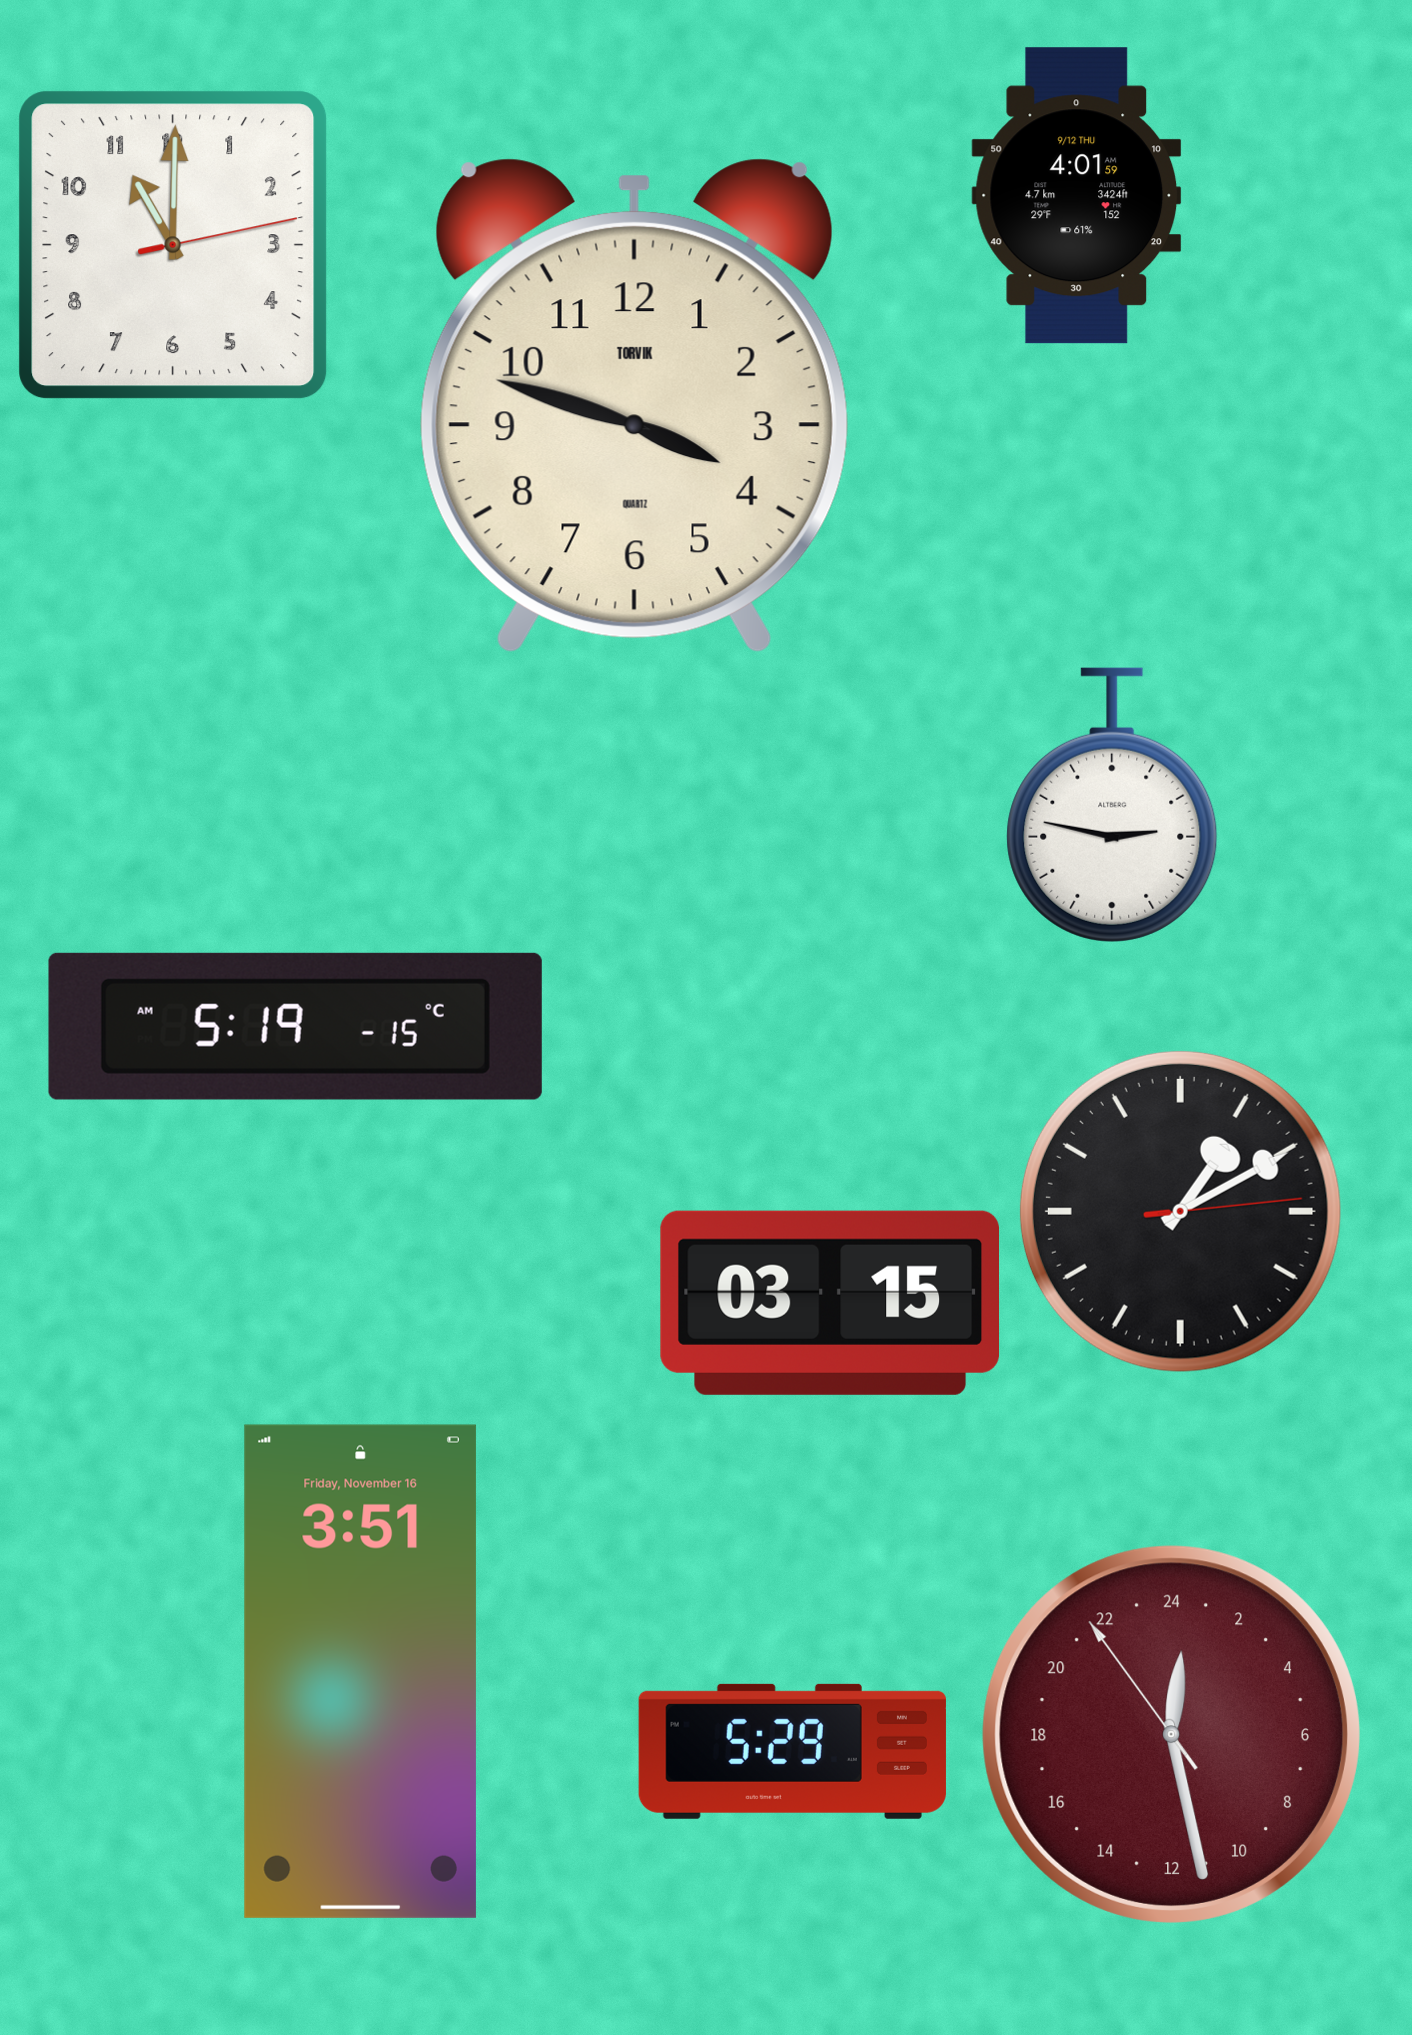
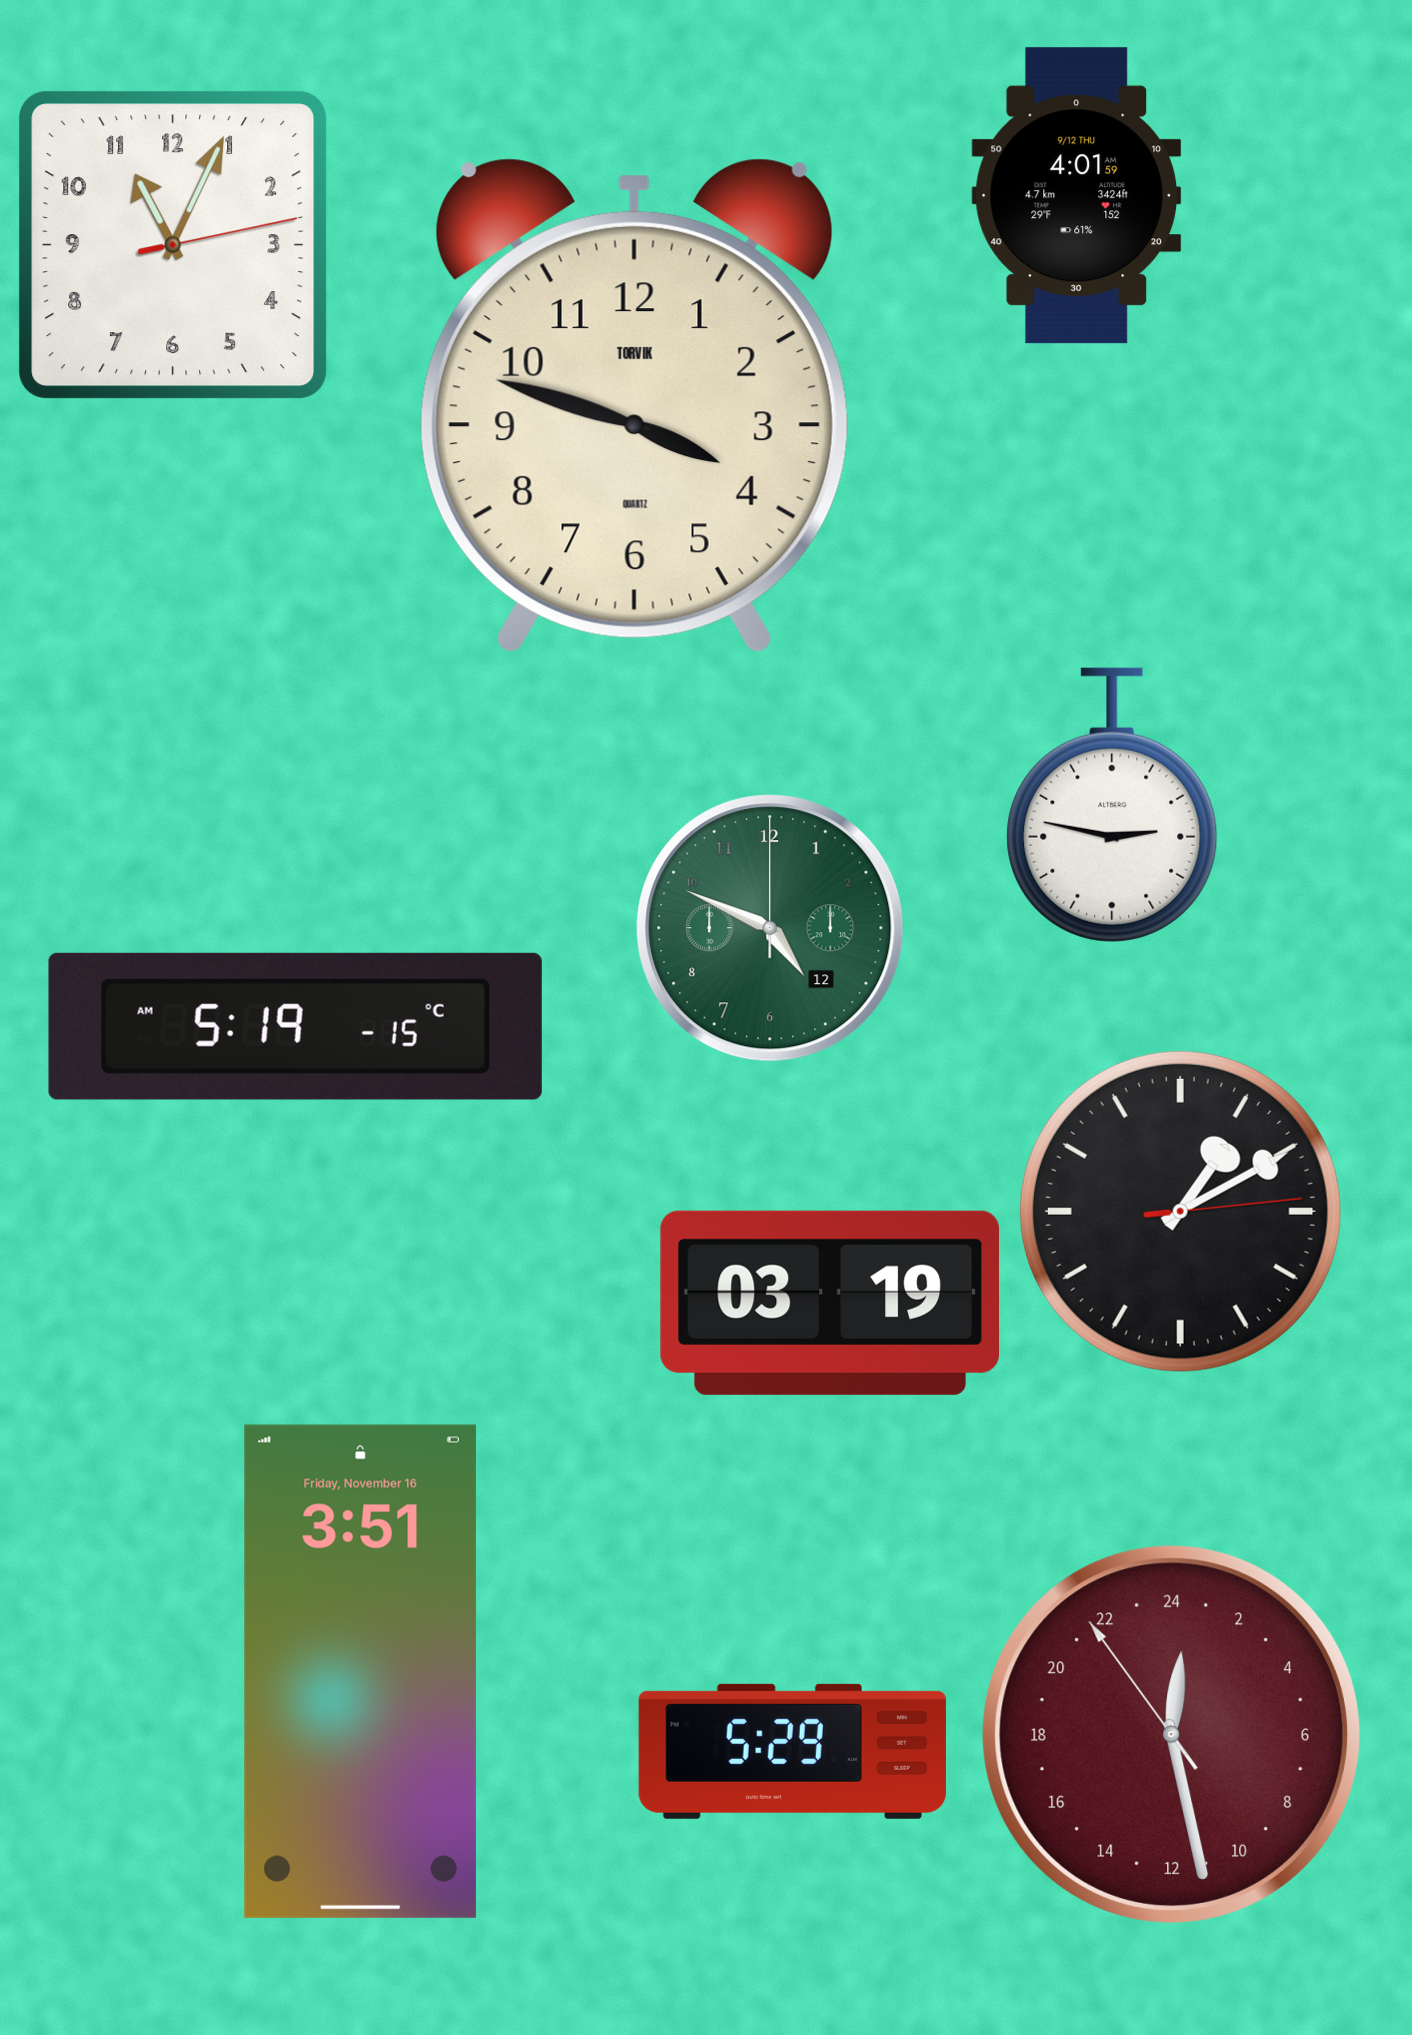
clock at (173, 245): 11:00 -> 11:04
clock at (770, 928): none -> 4:49
clock at (829, 1303): 03:15 -> 03:19
